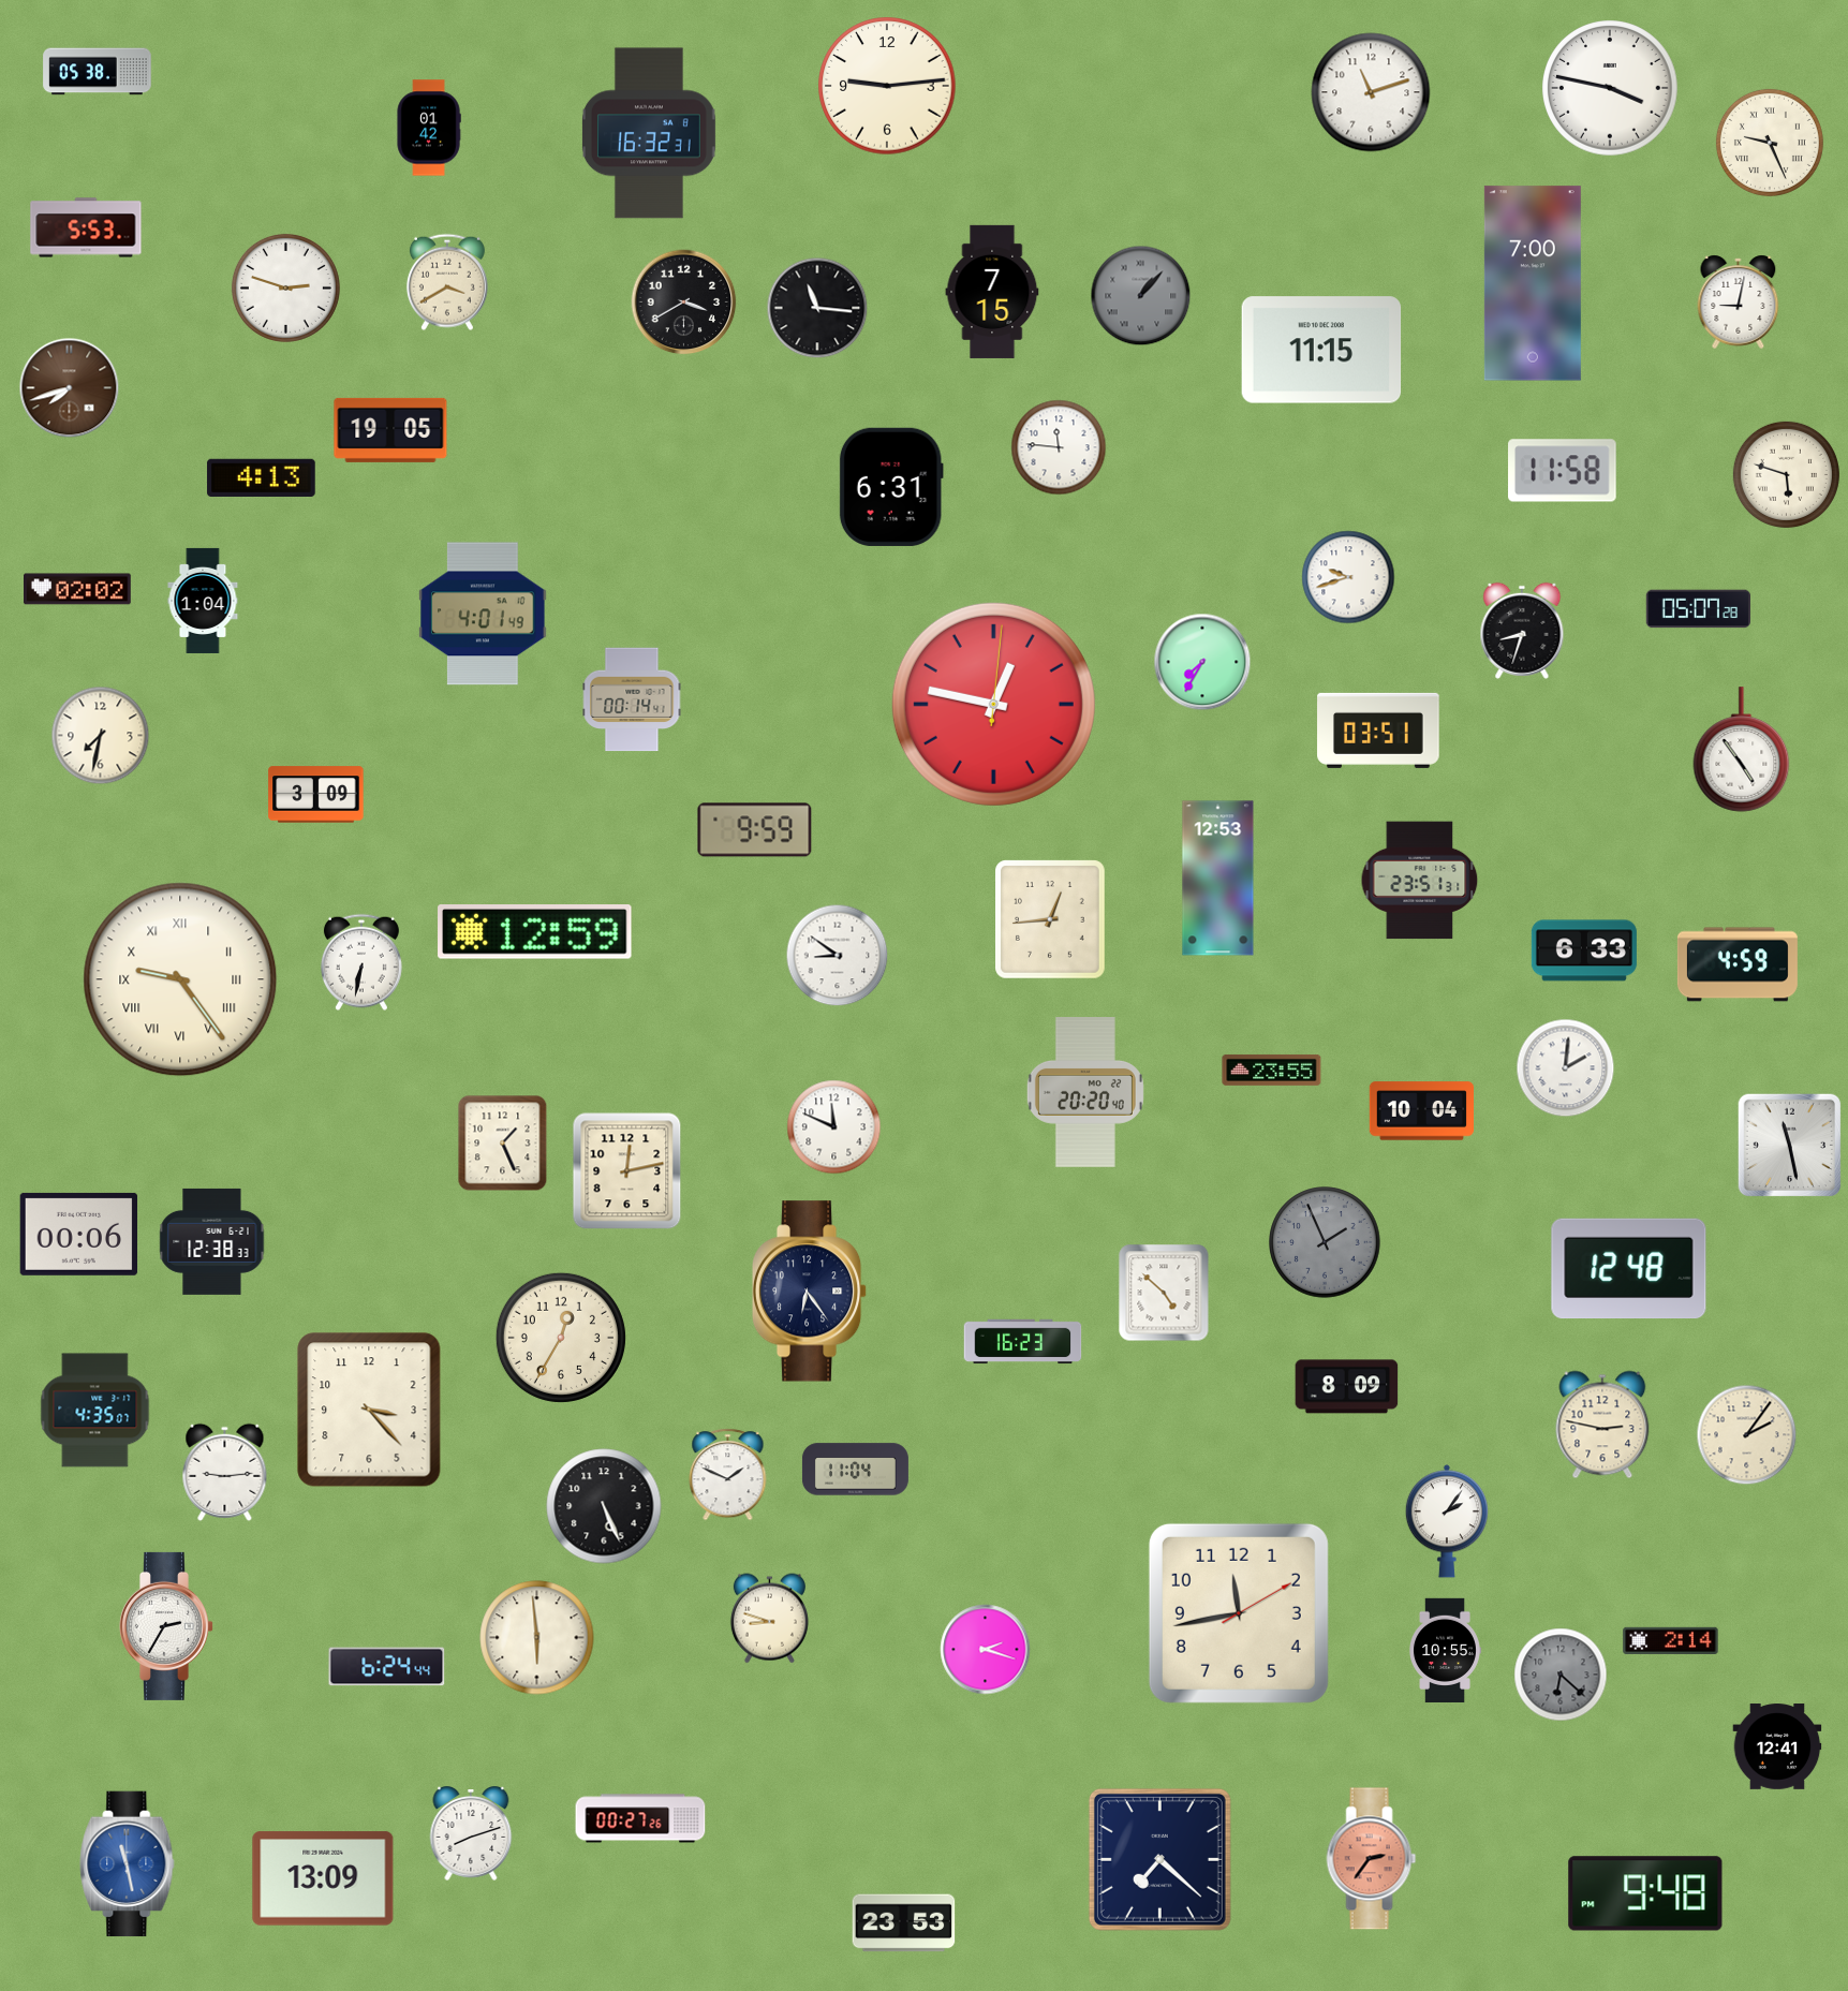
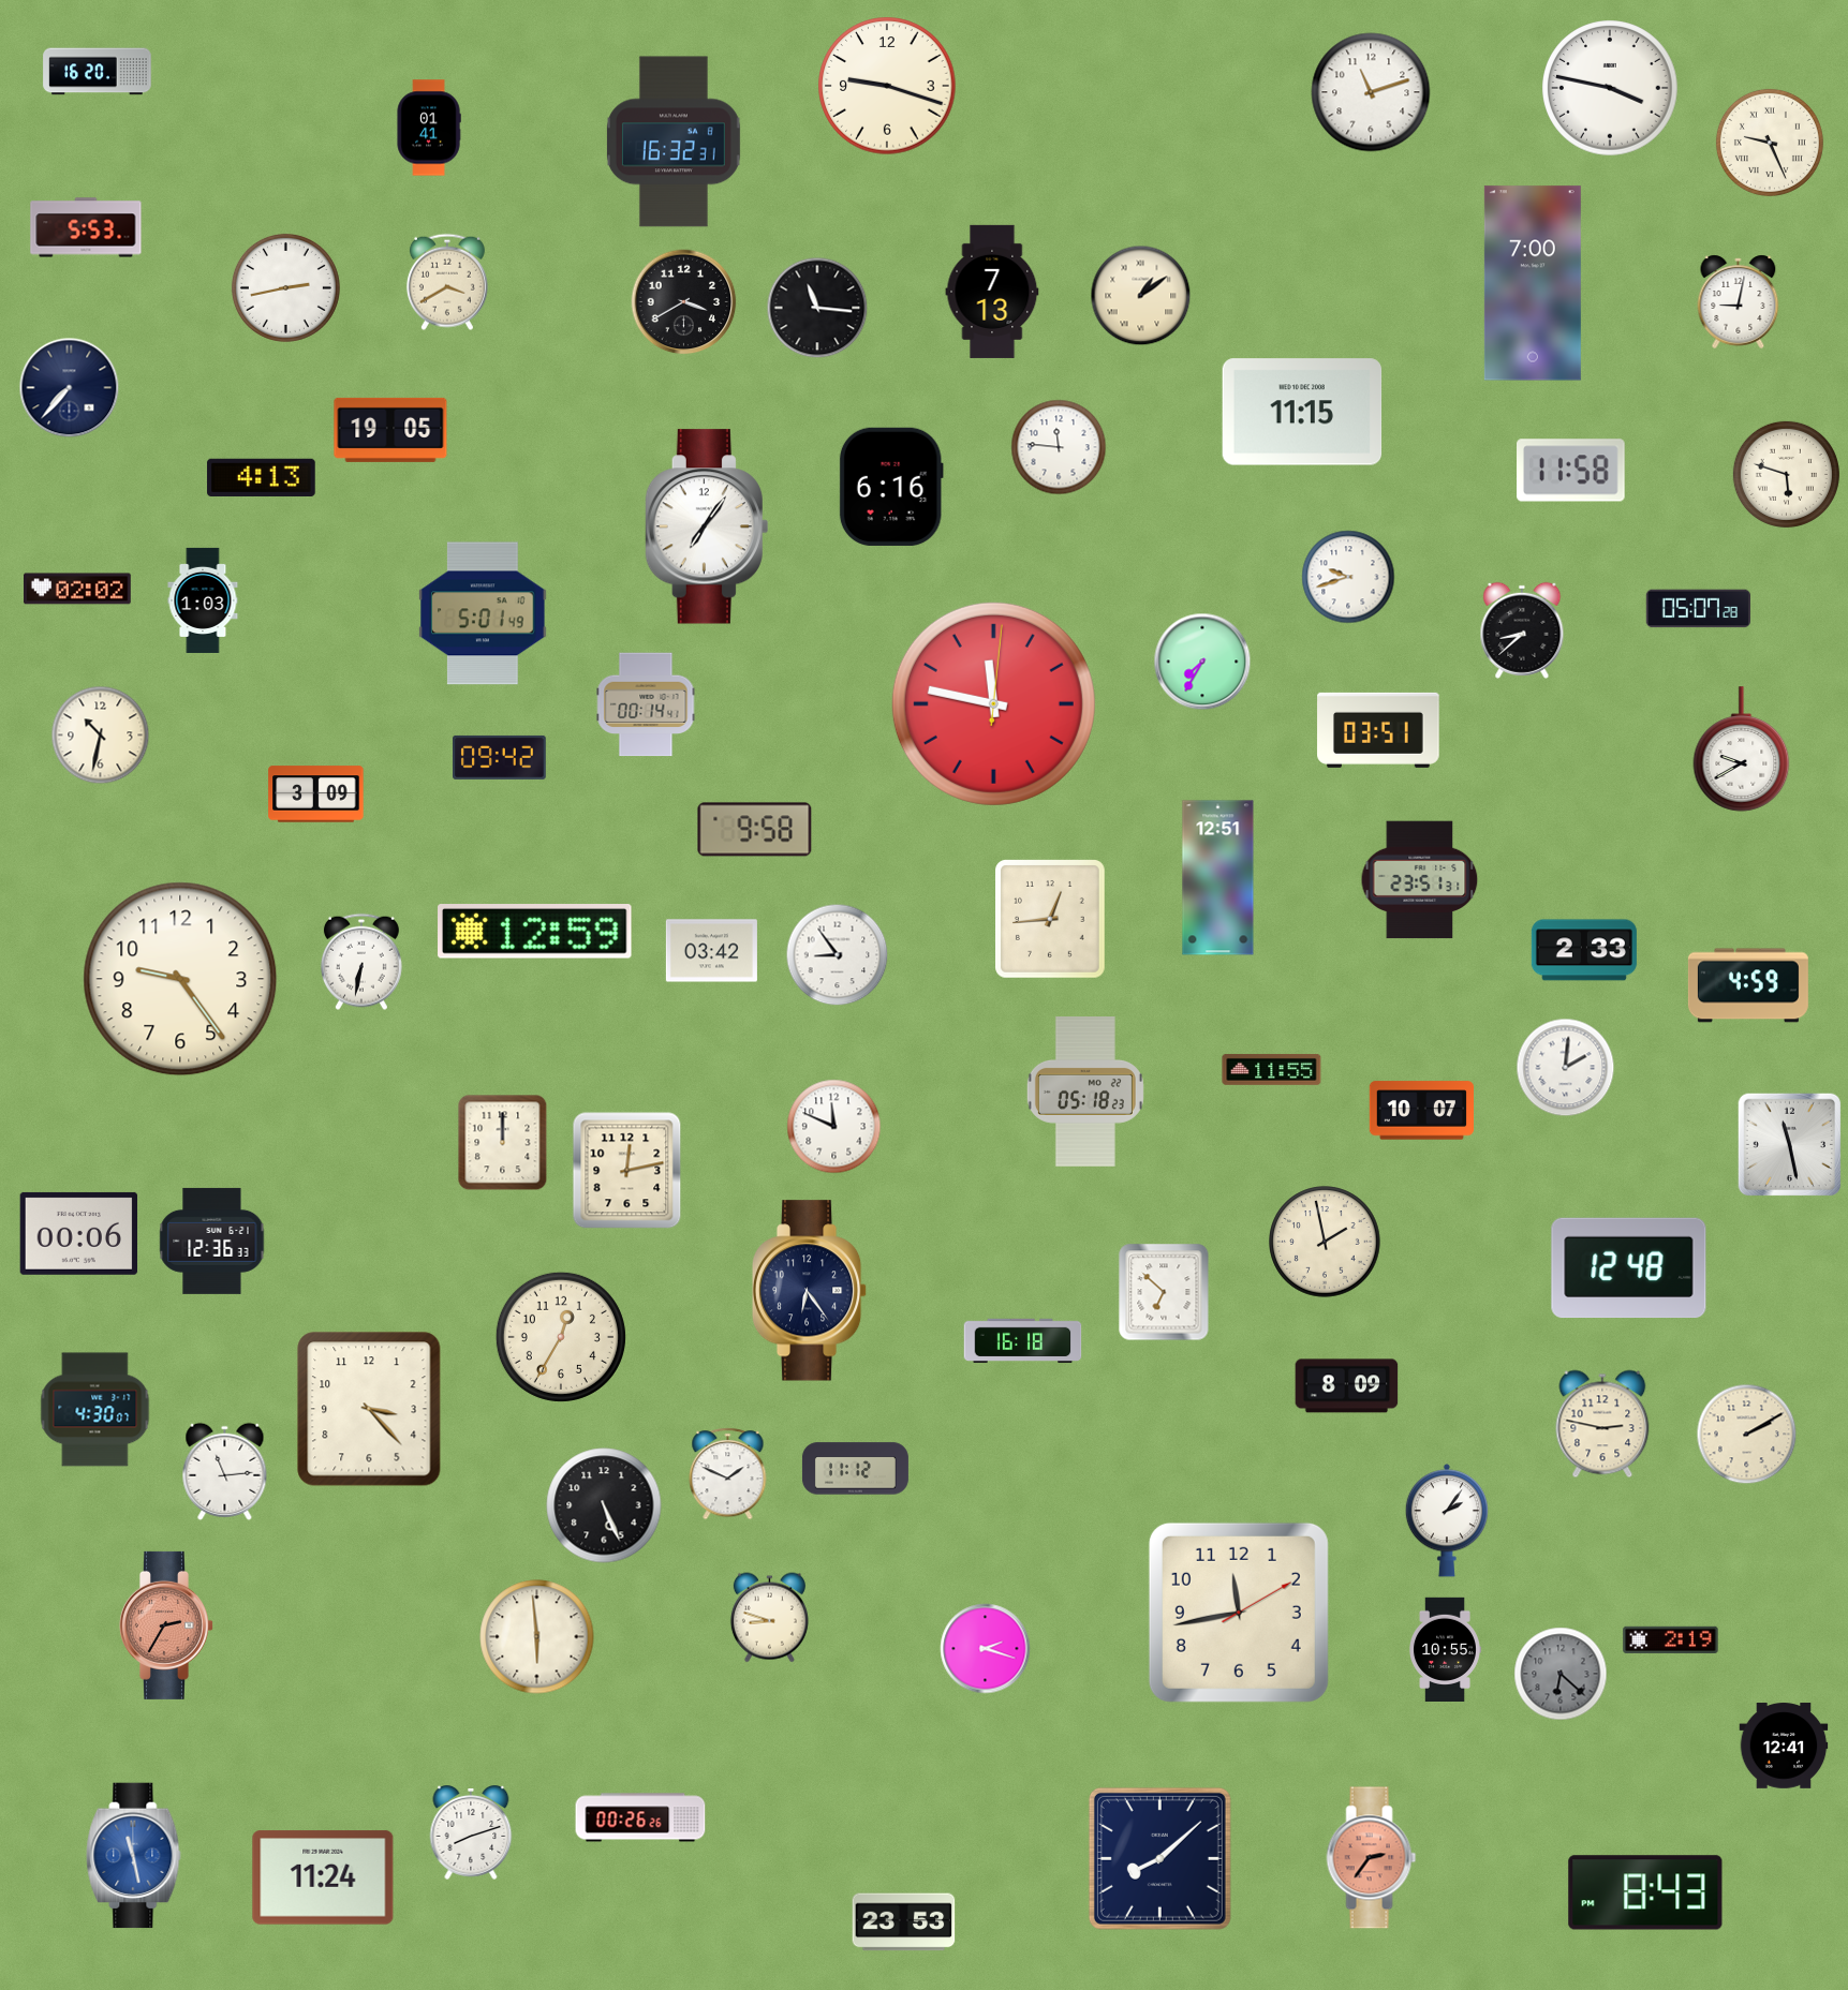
clock at (98, 72): 05:38 -> 16:20
clock at (887, 86): 9:14 -> 9:18
clock at (429, 128): 01:42 -> 01:41
clock at (649, 133) position: (649, 133) -> (674, 142)
clock at (285, 287): 2:48 -> 2:43
clock at (992, 292): 7:15 -> 7:13
clock at (1141, 296): 1:07 -> 1:09
clock at (1141, 296) dial: grey -> cream
clock at (1321, 350) position: (1321, 350) -> (1302, 412)
clock at (70, 388): 7:42 -> 7:37
clock at (70, 388) dial: brown -> navy
clock at (1563, 471) position: (1563, 471) -> (1571, 471)
clock at (891, 487): 6:31 -> 6:16
clock at (707, 526): none -> 7:06
clock at (203, 601): 1:04 -> 1:03
clock at (483, 614): 4:01 -> 5:01
clock at (1522, 631): 8:33 -> 8:38
clock at (632, 699) position: (632, 699) -> (646, 704)
clock at (993, 704): 12:47 -> 11:47
clock at (101, 736): 7:32 -> 10:32
clock at (1742, 750): 4:54 -> 9:40
clock at (500, 757): none -> 09:42
clock at (755, 830): 9:59 -> 9:58
clock at (1218, 879): 12:53 -> 12:51
clock at (1584, 950): 6:33 -> 2:33
clock at (711, 951): none -> 03:42
clock at (838, 956): 8:51 -> 8:54
clock at (1738, 964) position: (1738, 964) -> (1748, 985)
clock at (180, 979) numerals: Roman -> Arabic
clock at (1272, 1070): 23:55 -> 11:55
clock at (1085, 1092): 20:20 -> 05:18
clock at (1421, 1111): 10:04 -> 10:07
clock at (503, 1144): 1:26 -> 12:00
clock at (212, 1241): 12:38 -> 12:36
clock at (1325, 1242): 1:56 -> 1:58
clock at (1325, 1242) dial: grey -> cream
clock at (1164, 1293): 4:52 -> 6:52
clock at (1023, 1342): 16:23 -> 16:18
clock at (95, 1411): 4:35 -> 4:30
clock at (1747, 1435): 2:06 -> 2:10
clock at (855, 1470): 11:04 -> 11:12
clock at (225, 1472): 9:14 -> 11:14
clock at (166, 1626) dial: white -> salmon
clock at (1671, 1641): 2:14 -> 2:19
clock at (387, 1667): 6:24 -> none
clock at (1777, 1746) position: (1777, 1746) -> (1784, 1746)
clock at (640, 1818): 00:27 -> 00:26
clock at (1159, 1859): 7:22 -> 8:08
clock at (128, 1864) position: (128, 1864) -> (134, 1856)
clock at (323, 1878): 13:09 -> 11:24
clock at (1645, 1893): 9:48 -> 8:43
